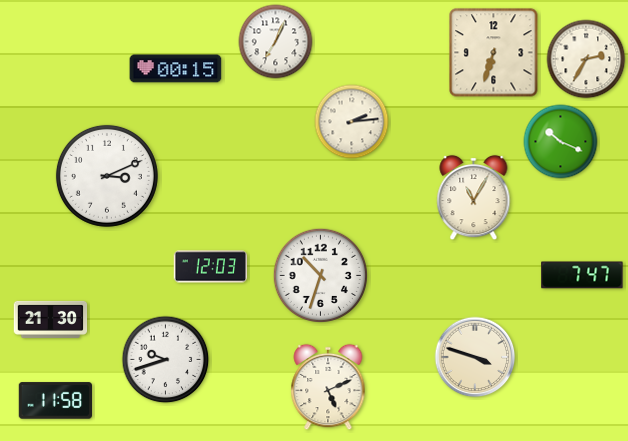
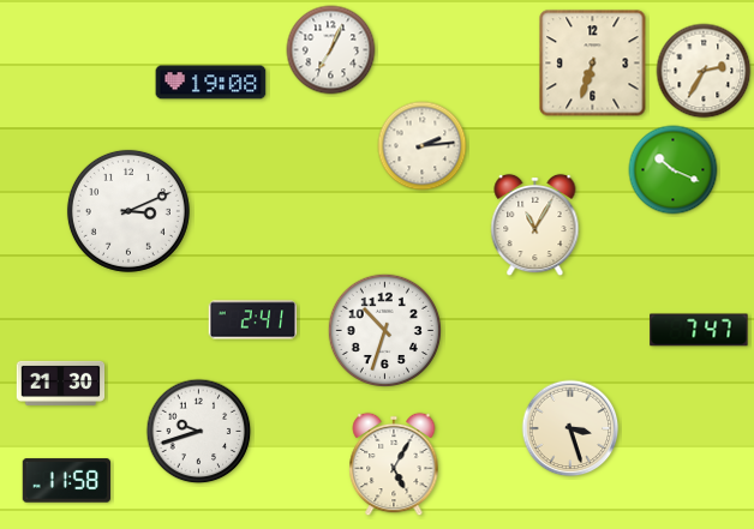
clock at (176, 69): 00:15 -> 19:08
clock at (474, 198) position: (474, 198) -> (535, 226)
clock at (211, 267): 12:03 -> 2:41
clock at (475, 357): 3:48 -> 3:27
clock at (328, 387): 5:11 -> 5:05
